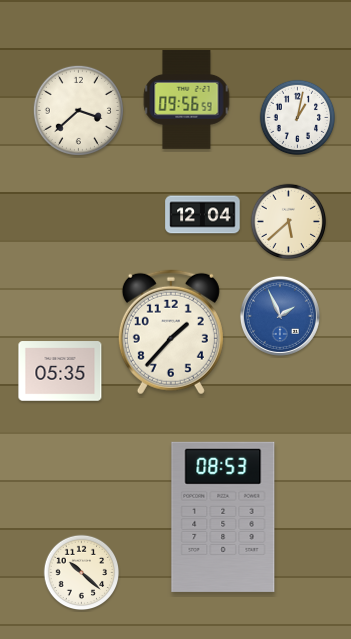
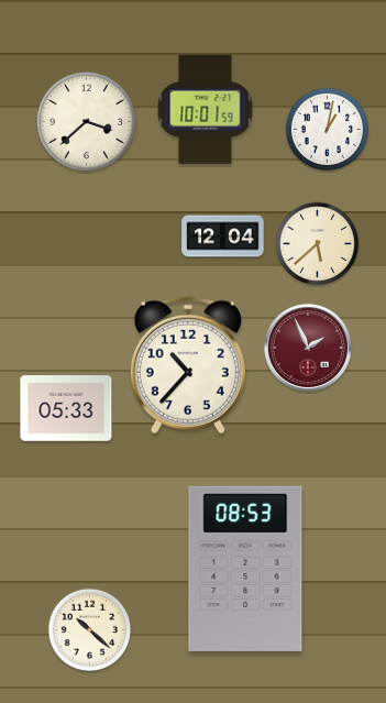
clock at (187, 99): 09:56 -> 10:01
clock at (280, 316) dial: blue -> burgundy
clock at (171, 332): 1:37 -> 10:37
clock at (60, 371): 05:35 -> 05:33
